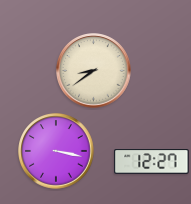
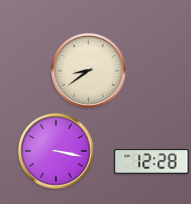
clock at (94, 71) position: (94, 71) -> (89, 71)
clock at (152, 162): 12:27 -> 12:28
